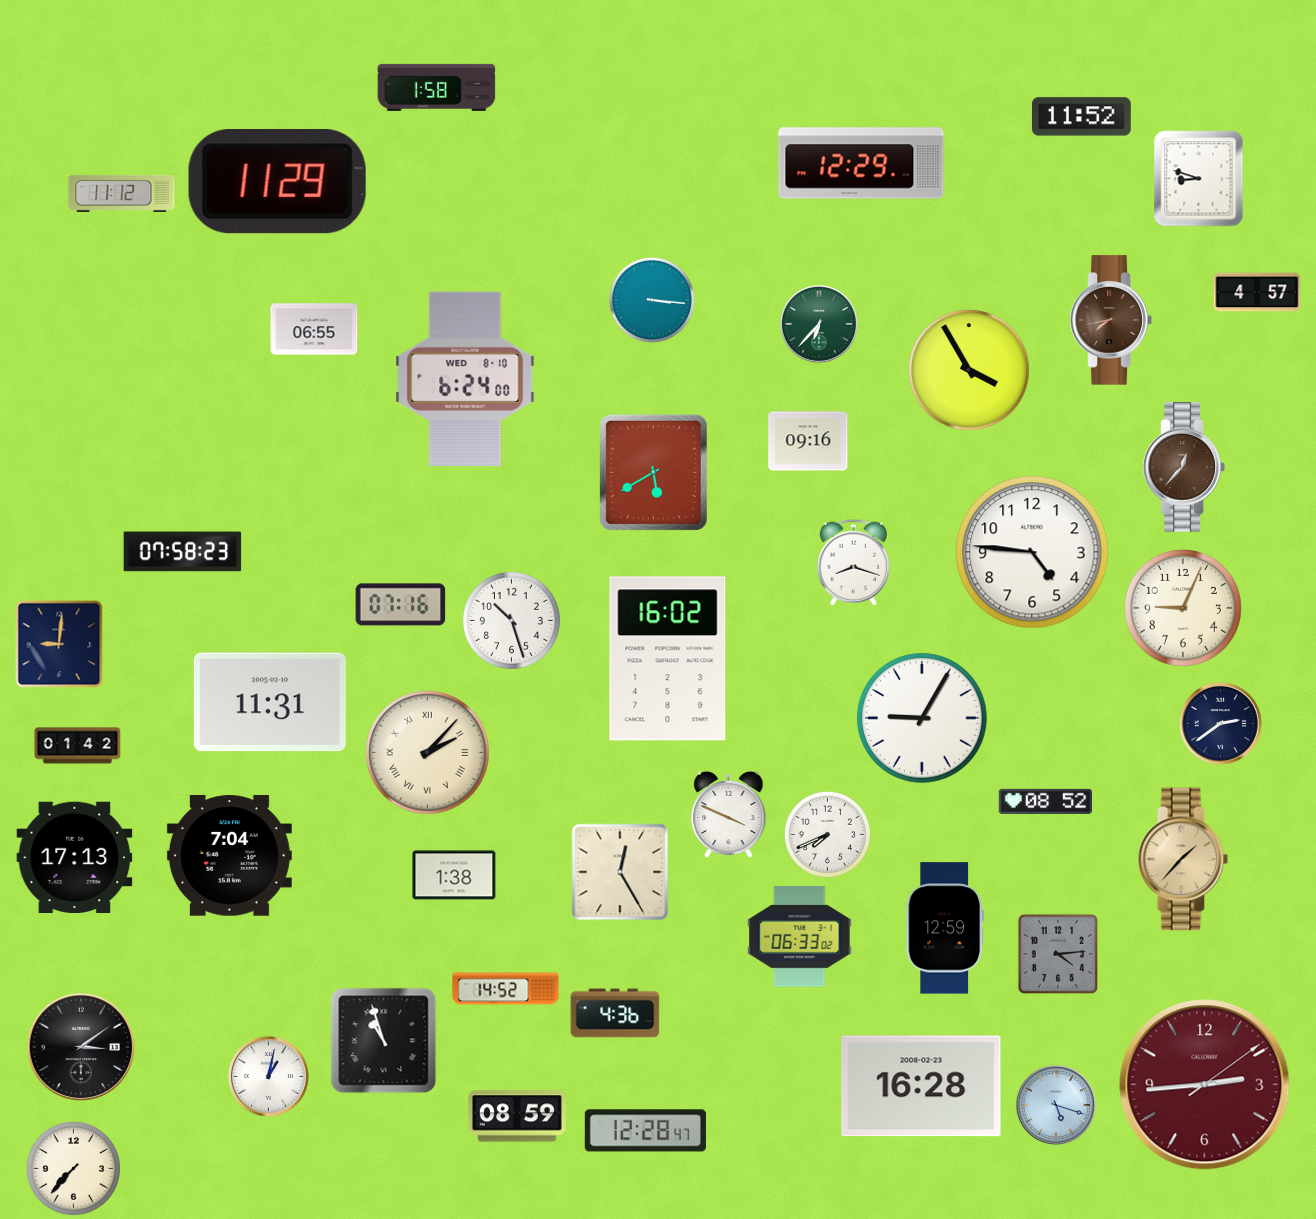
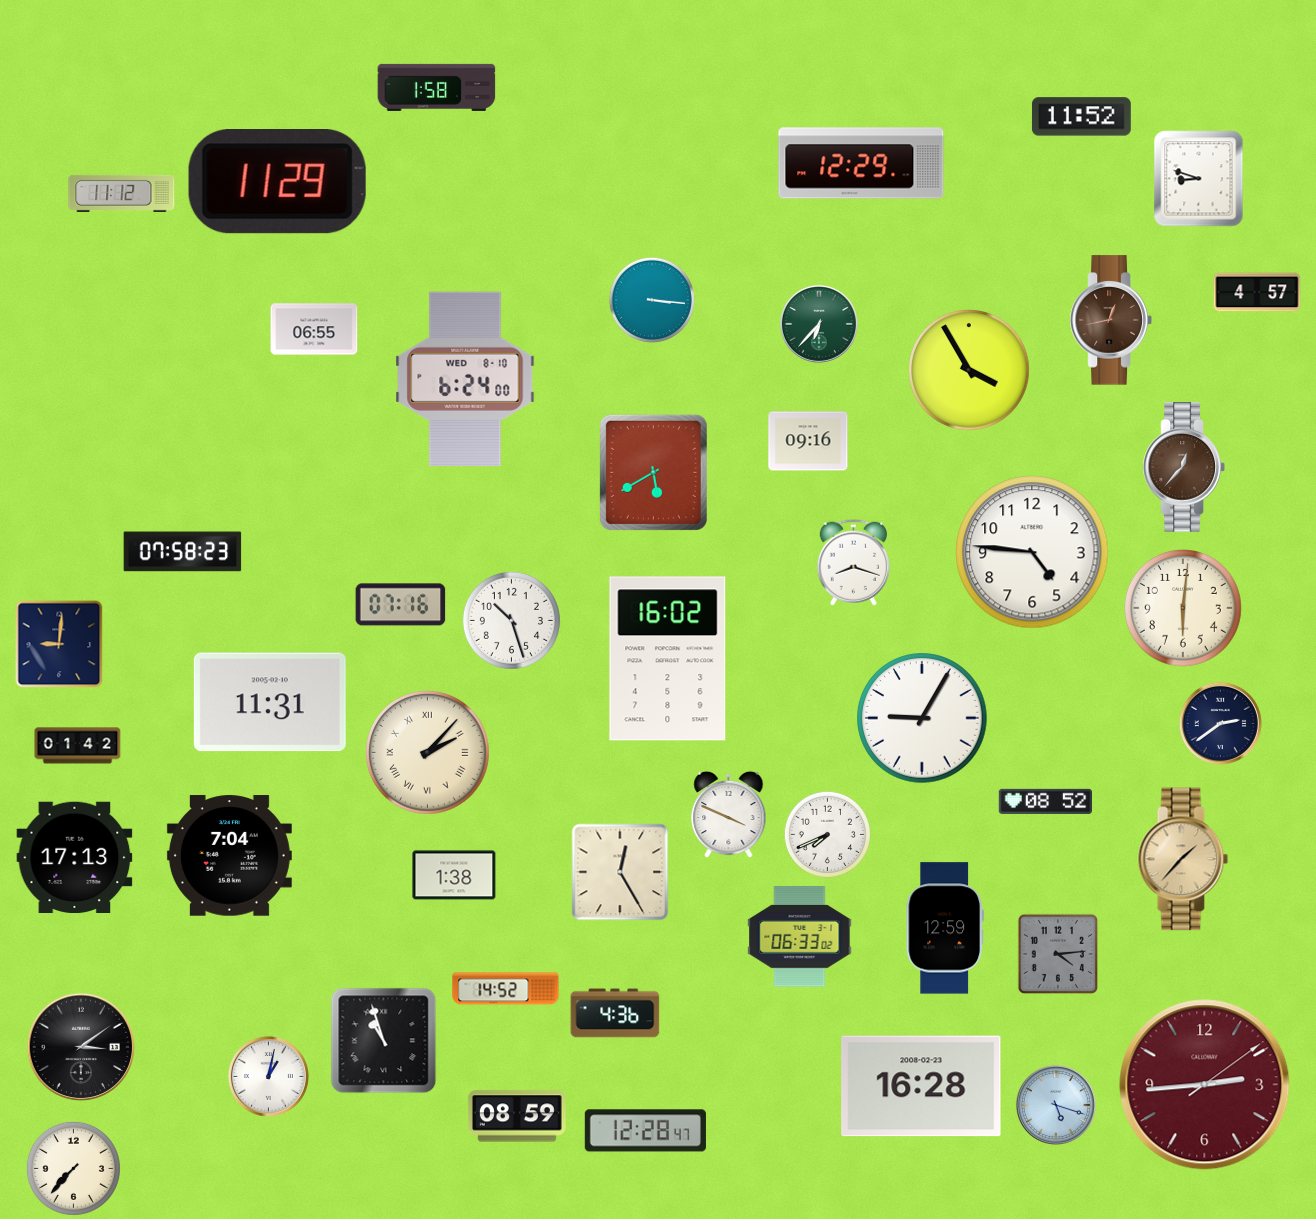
clock at (1111, 320): 7:43 -> 12:43
clock at (1184, 609): 9:04 -> 6:01
